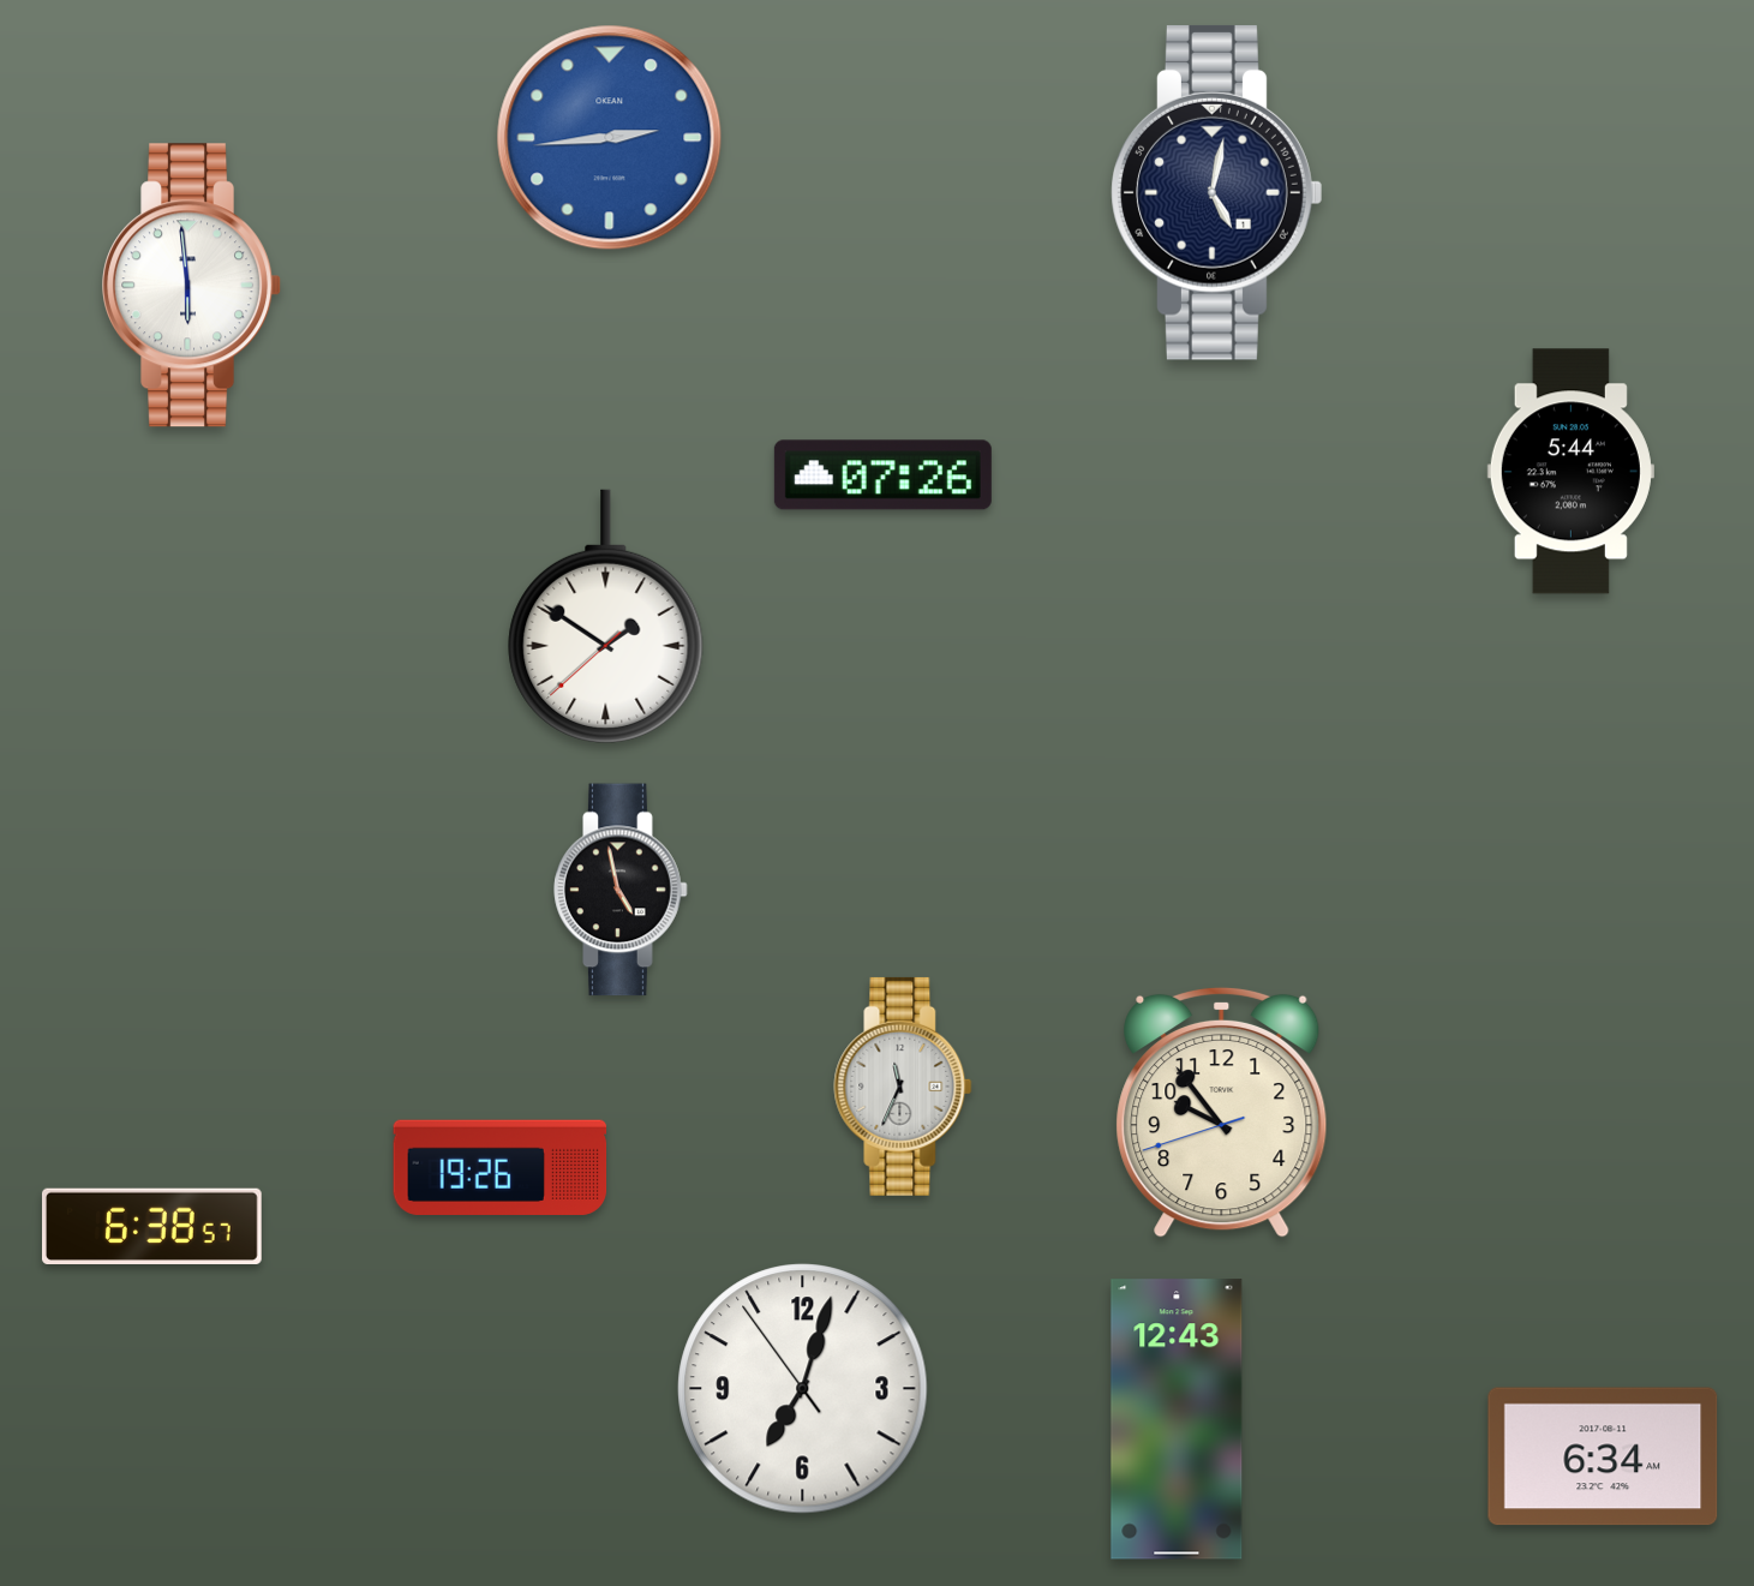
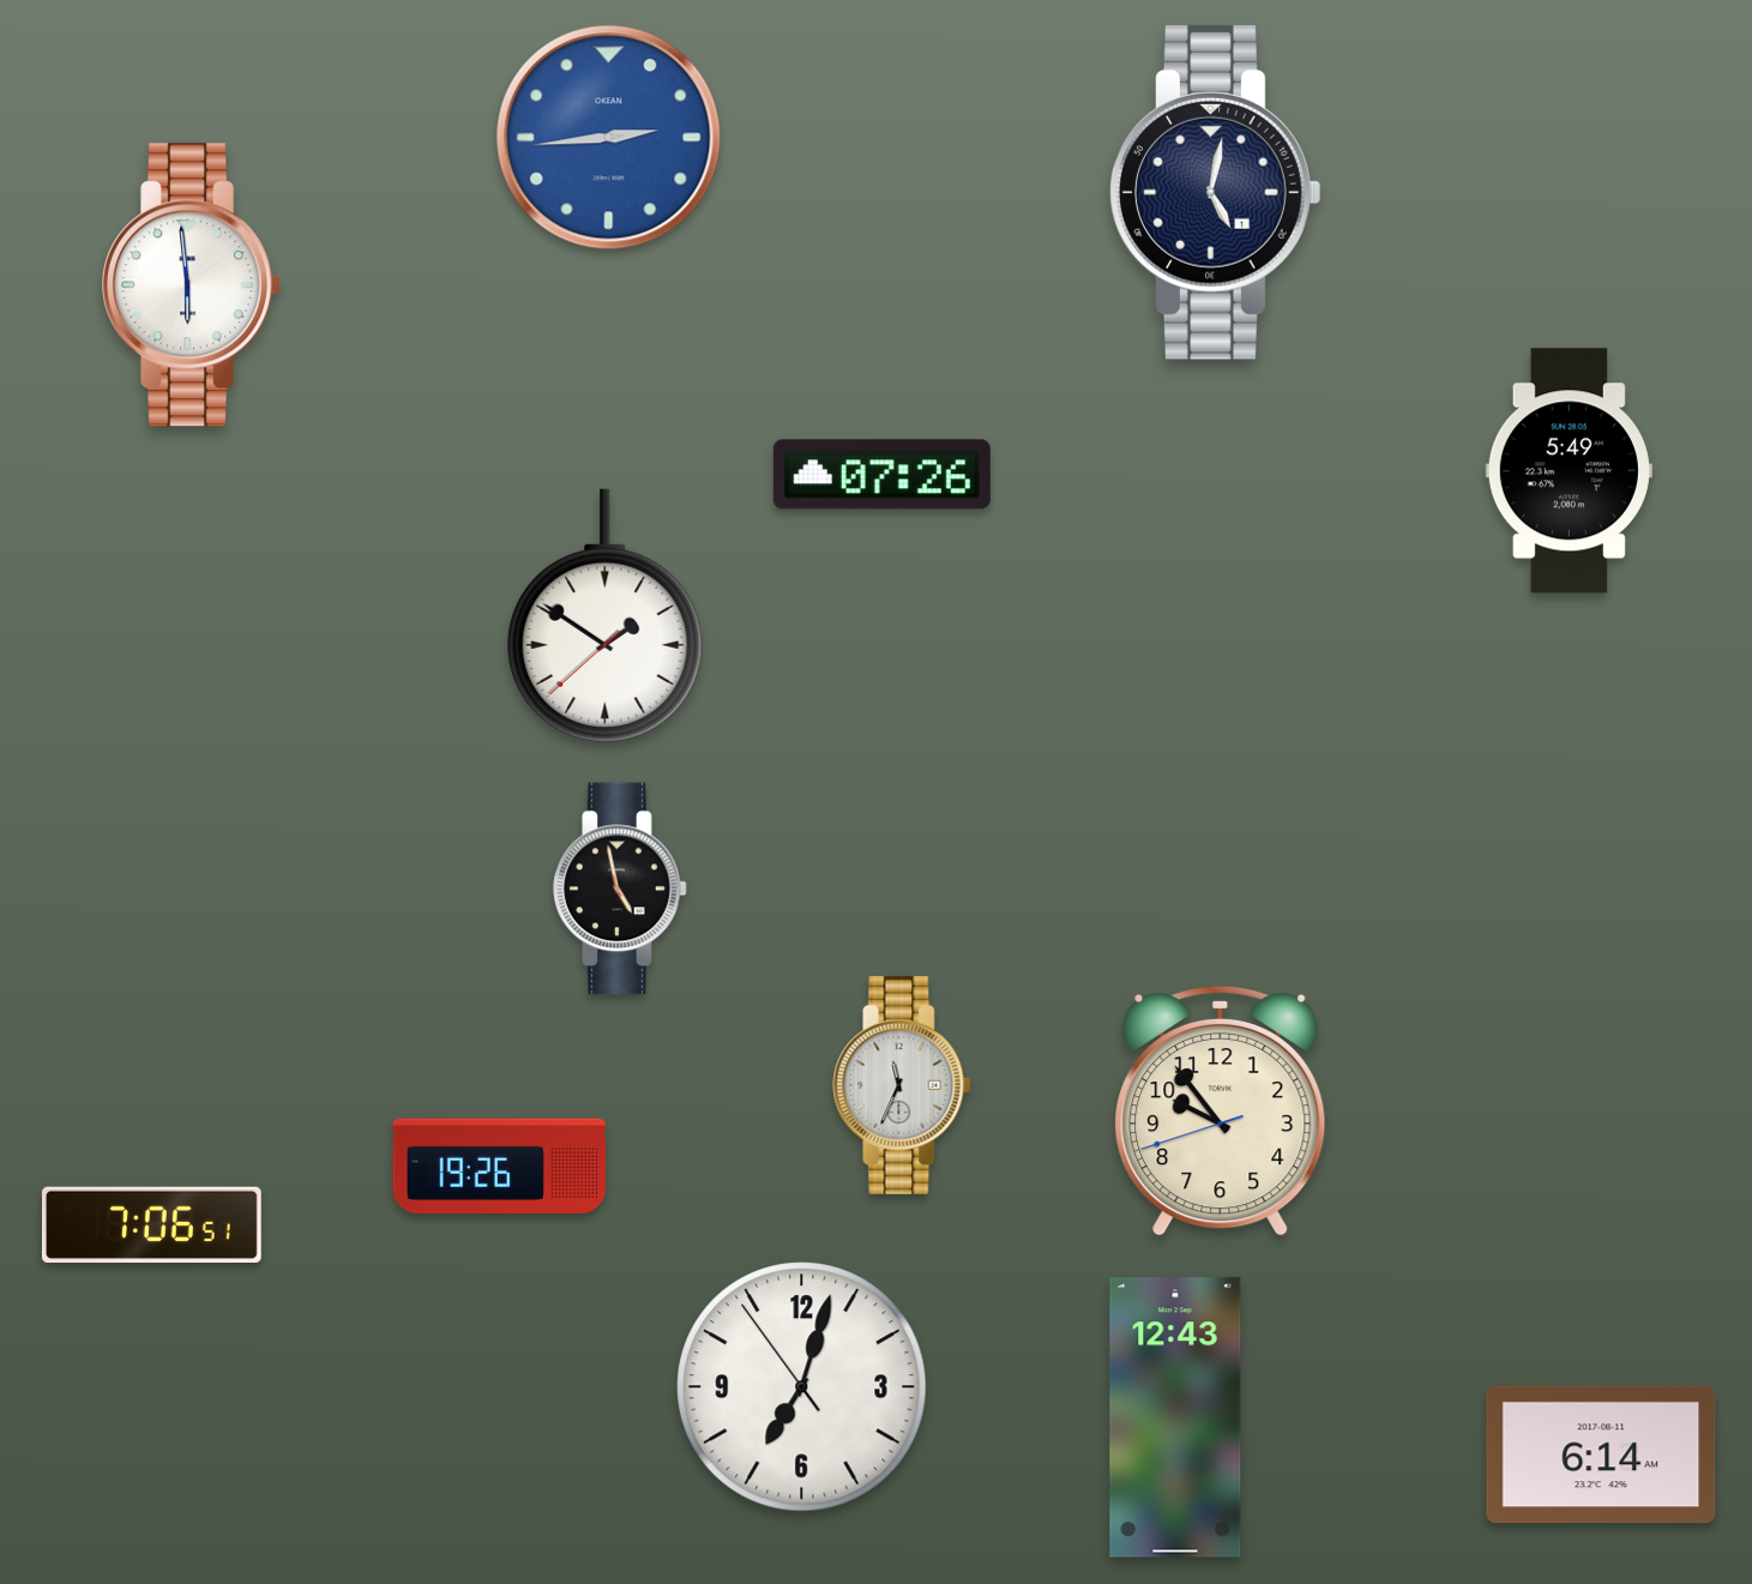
clock at (1570, 472): 5:44 -> 5:49
clock at (151, 1226): 6:38 -> 7:06
clock at (1603, 1456): 6:34 -> 6:14
